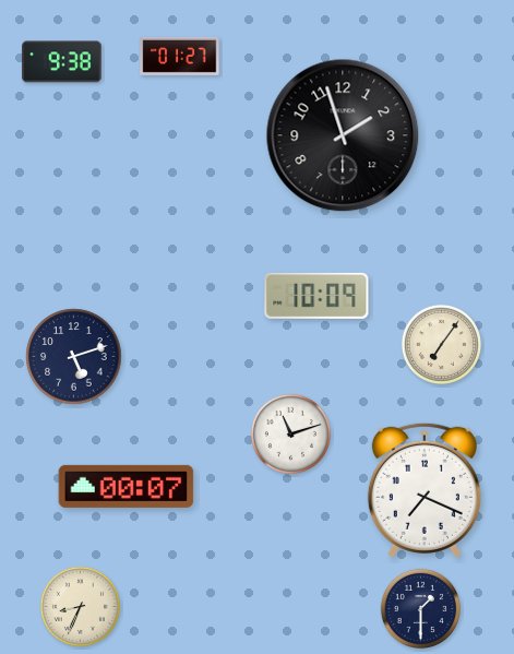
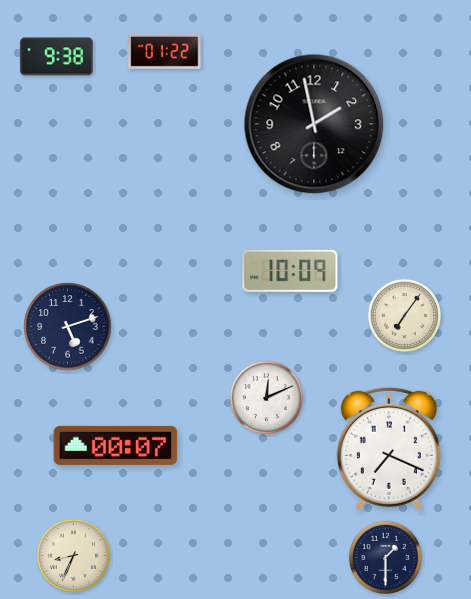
clock at (180, 56): 01:27 -> 01:22
clock at (343, 135): 1:57 -> 1:58
clock at (290, 433): 11:12 -> 12:11
